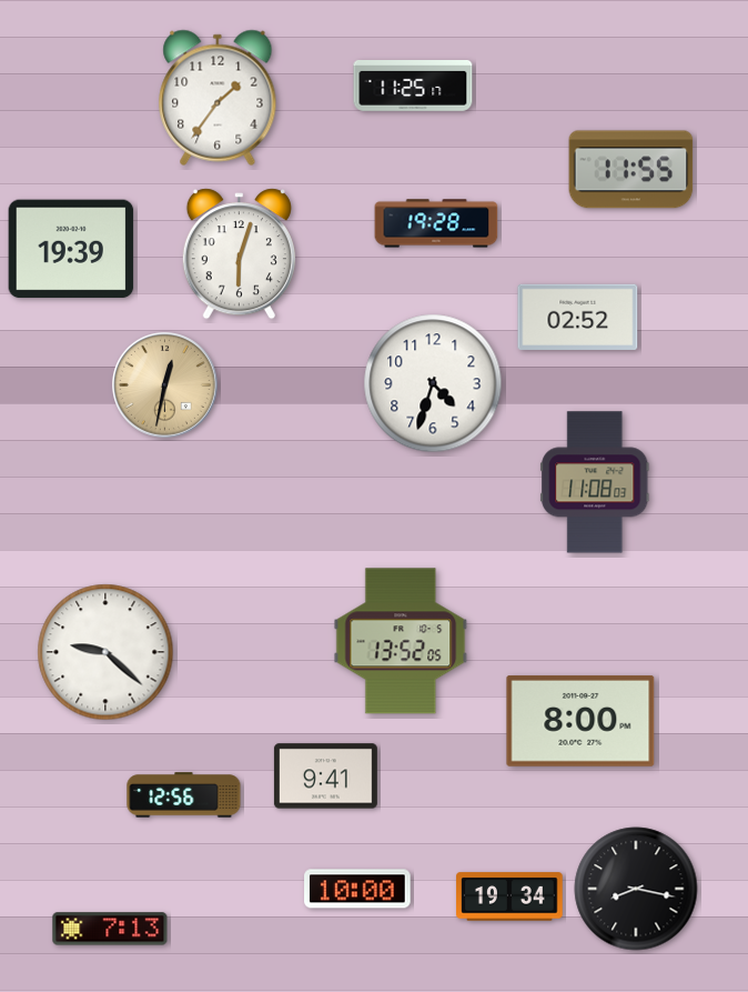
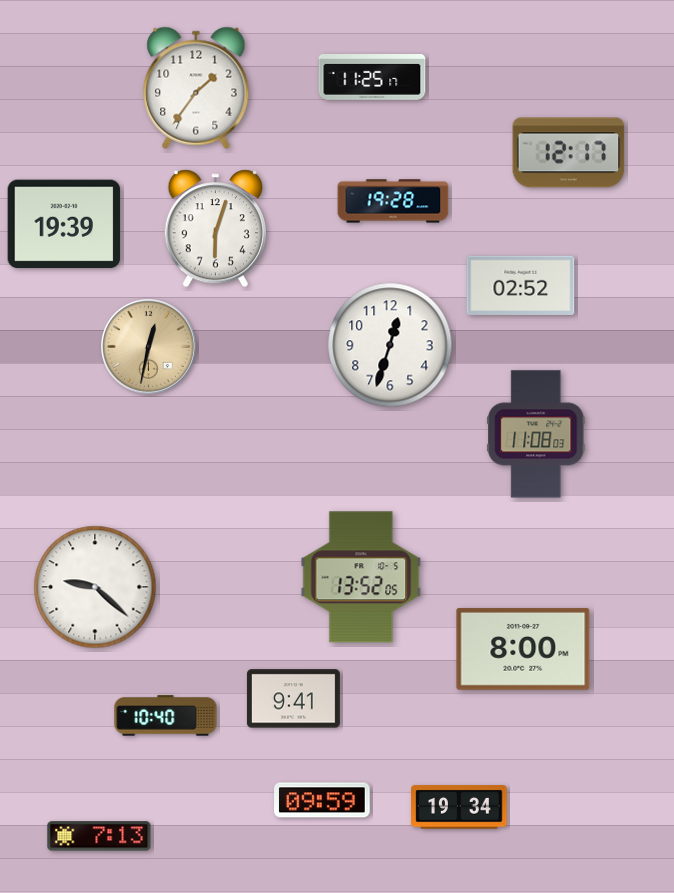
clock at (631, 170): 11:55 -> 12:17
clock at (433, 383): 4:33 -> 12:33
clock at (184, 795): 12:56 -> 10:40
clock at (357, 889): 10:00 -> 09:59
clock at (636, 889): 8:17 -> none
